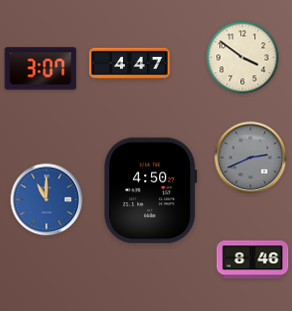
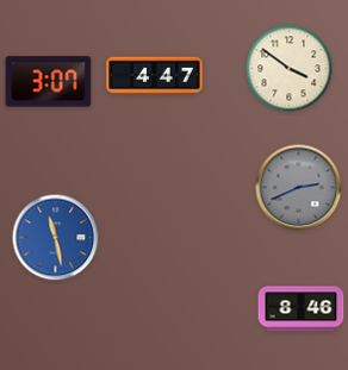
clock at (151, 191): 4:50 -> none
clock at (47, 200): 11:00 -> 11:28
